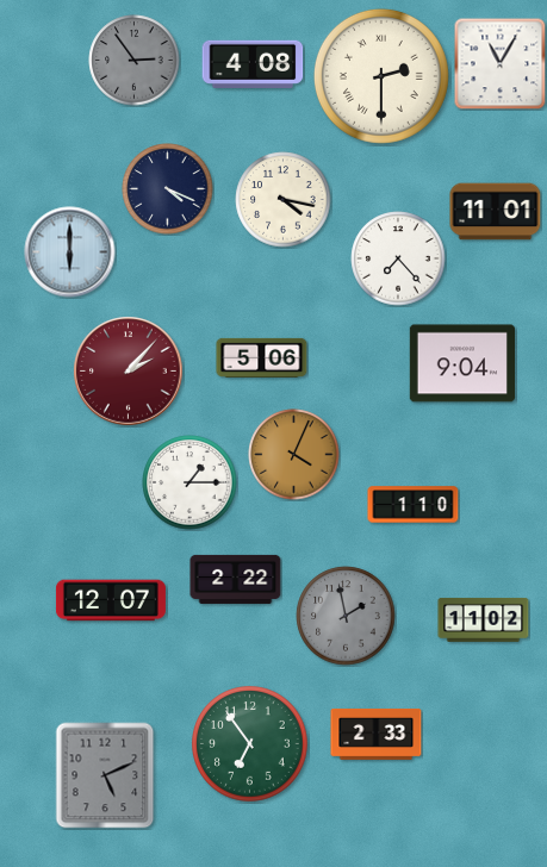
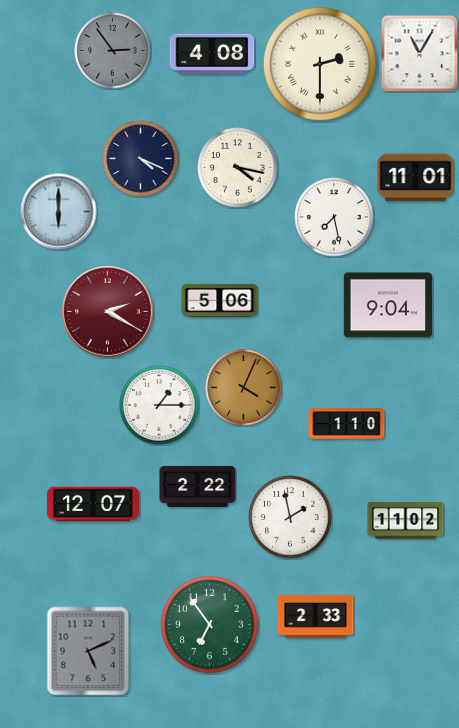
clock at (398, 258): 7:23 -> 7:28
clock at (129, 372): 2:07 -> 2:20
clock at (294, 455) position: (294, 455) -> (244, 388)
clock at (346, 616) dial: grey -> white
